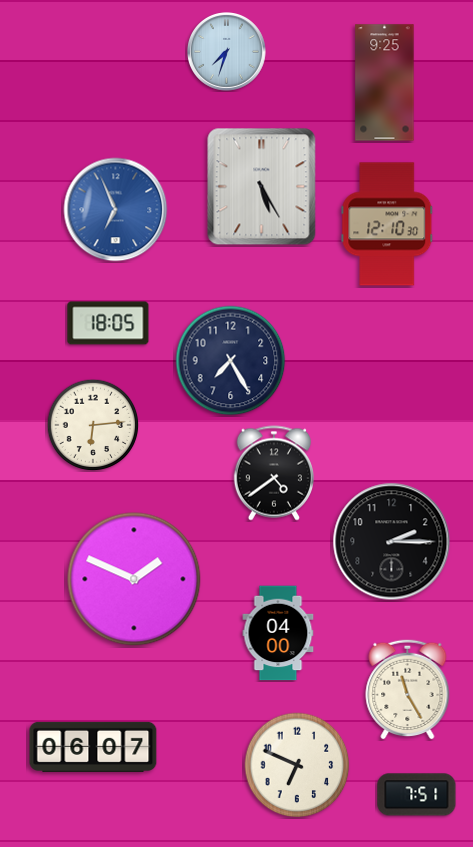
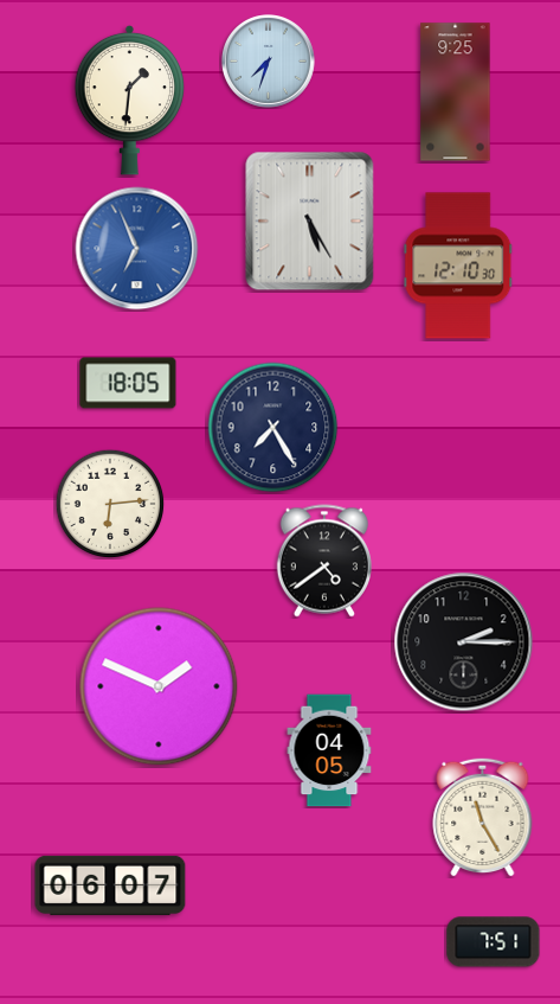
clock at (385, 83) position: (385, 83) -> (456, 92)
clock at (130, 100): none -> 1:31
clock at (278, 633): 04:00 -> 04:05
clock at (297, 765): 6:49 -> none
